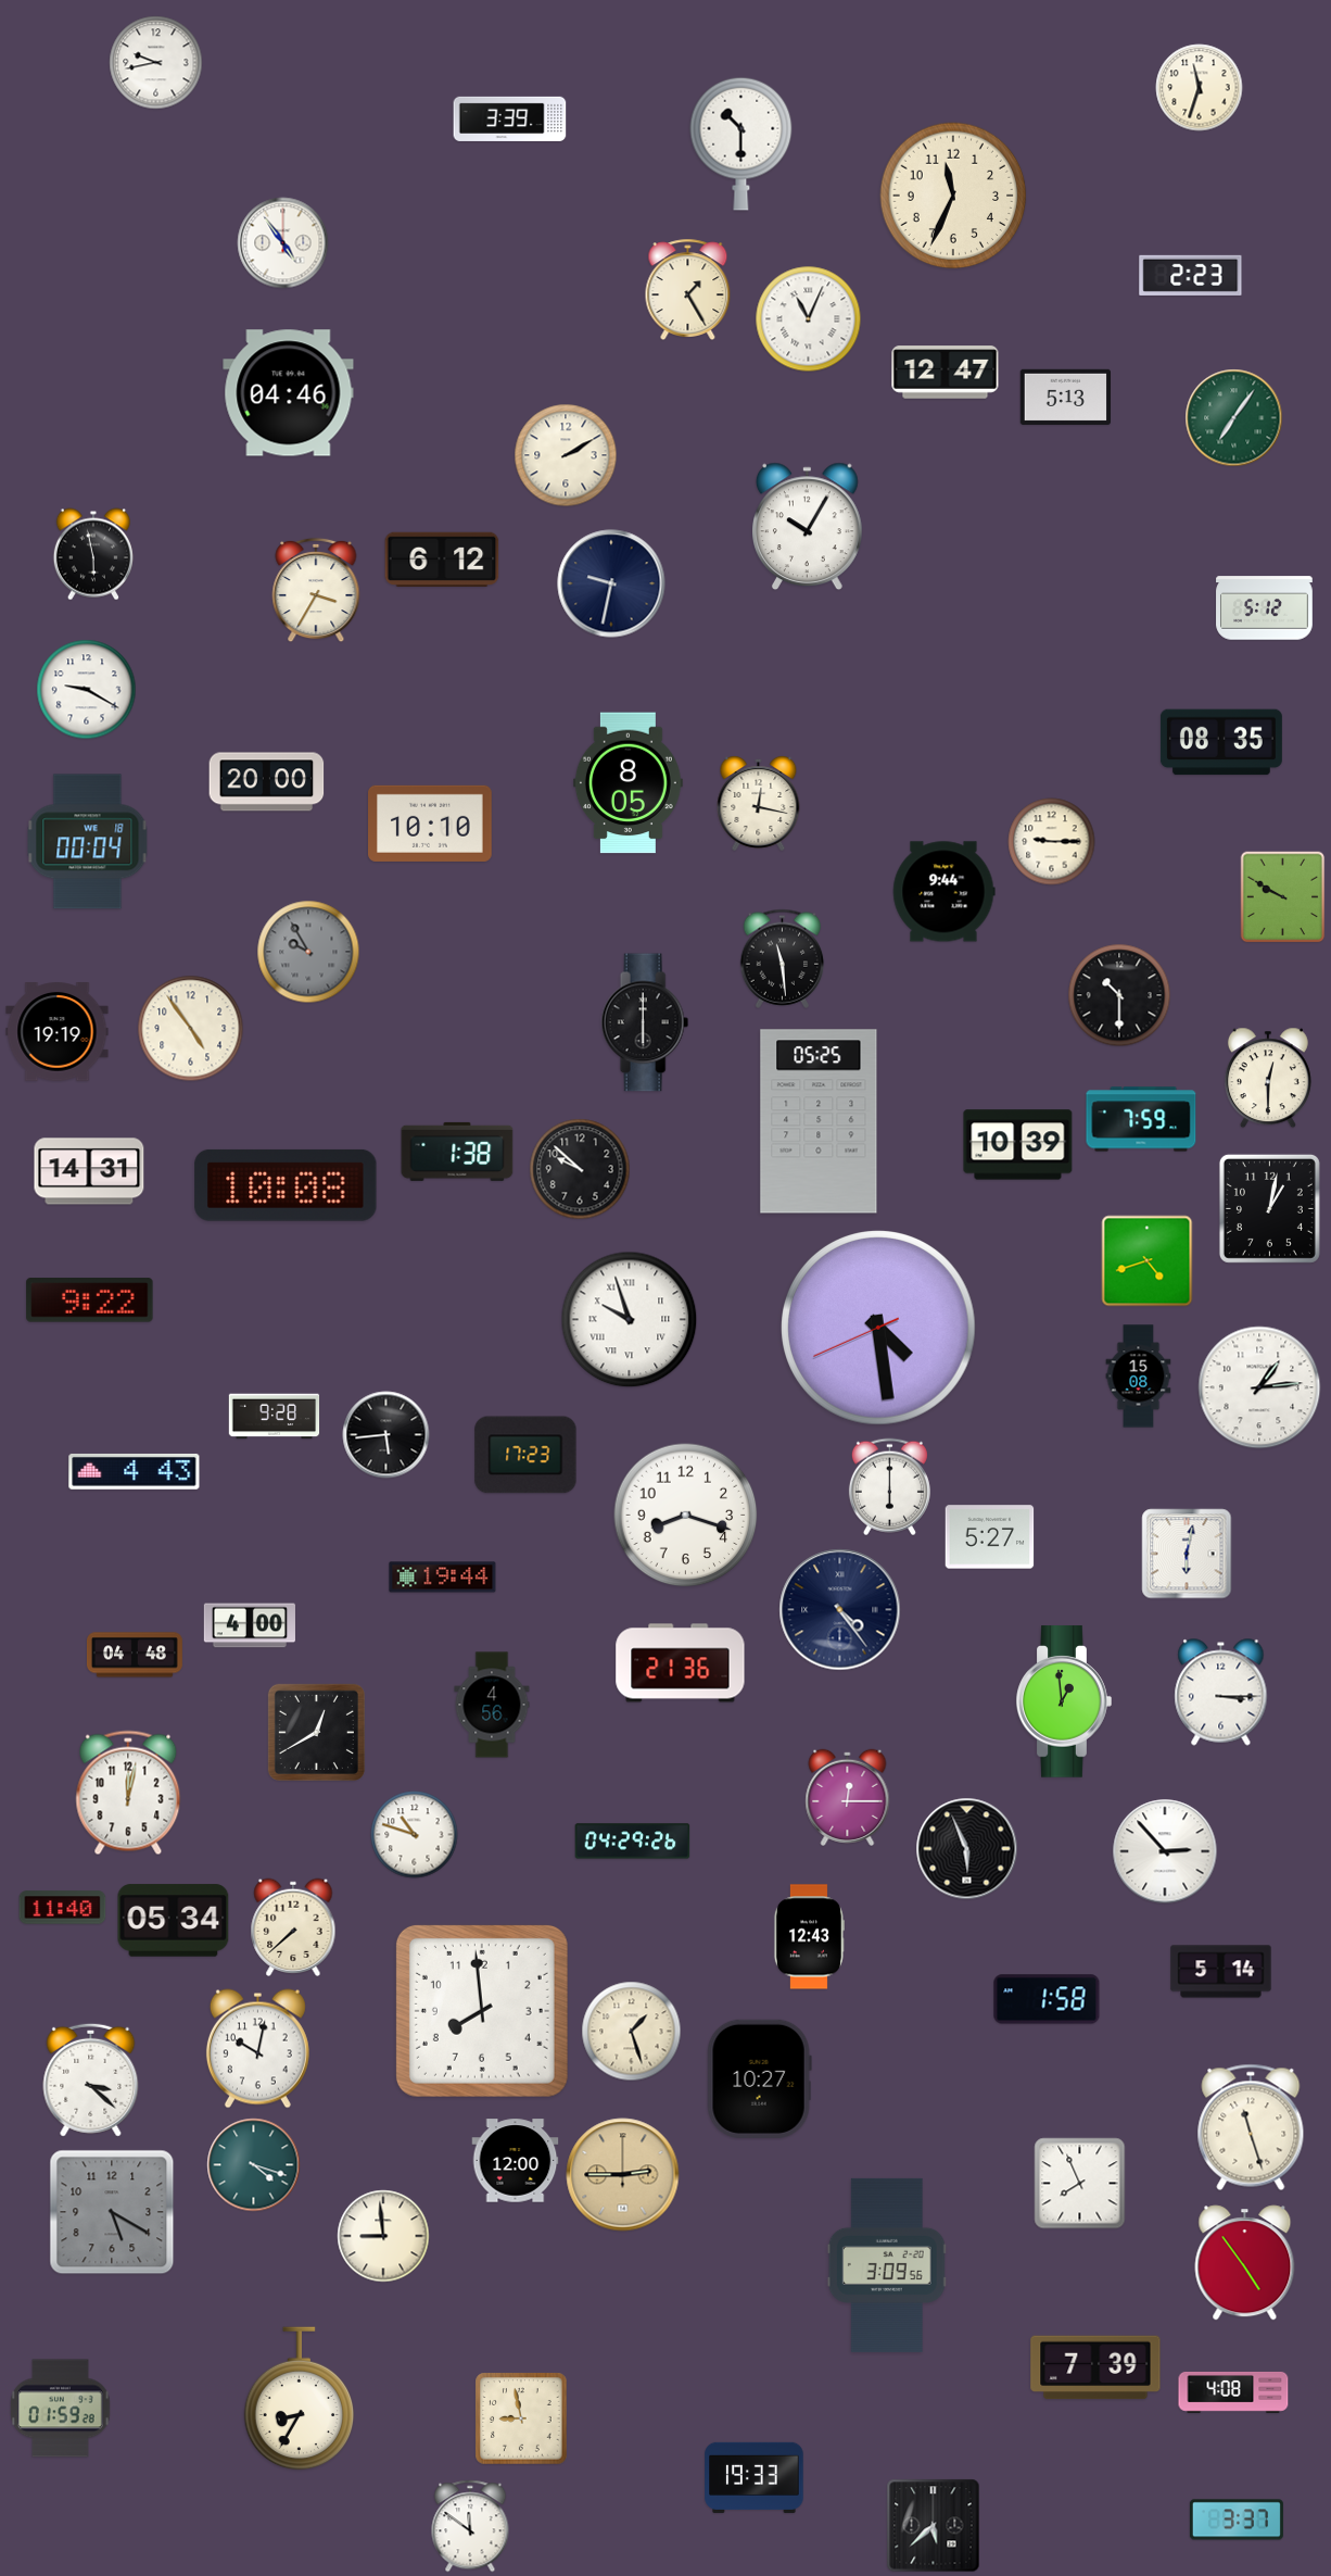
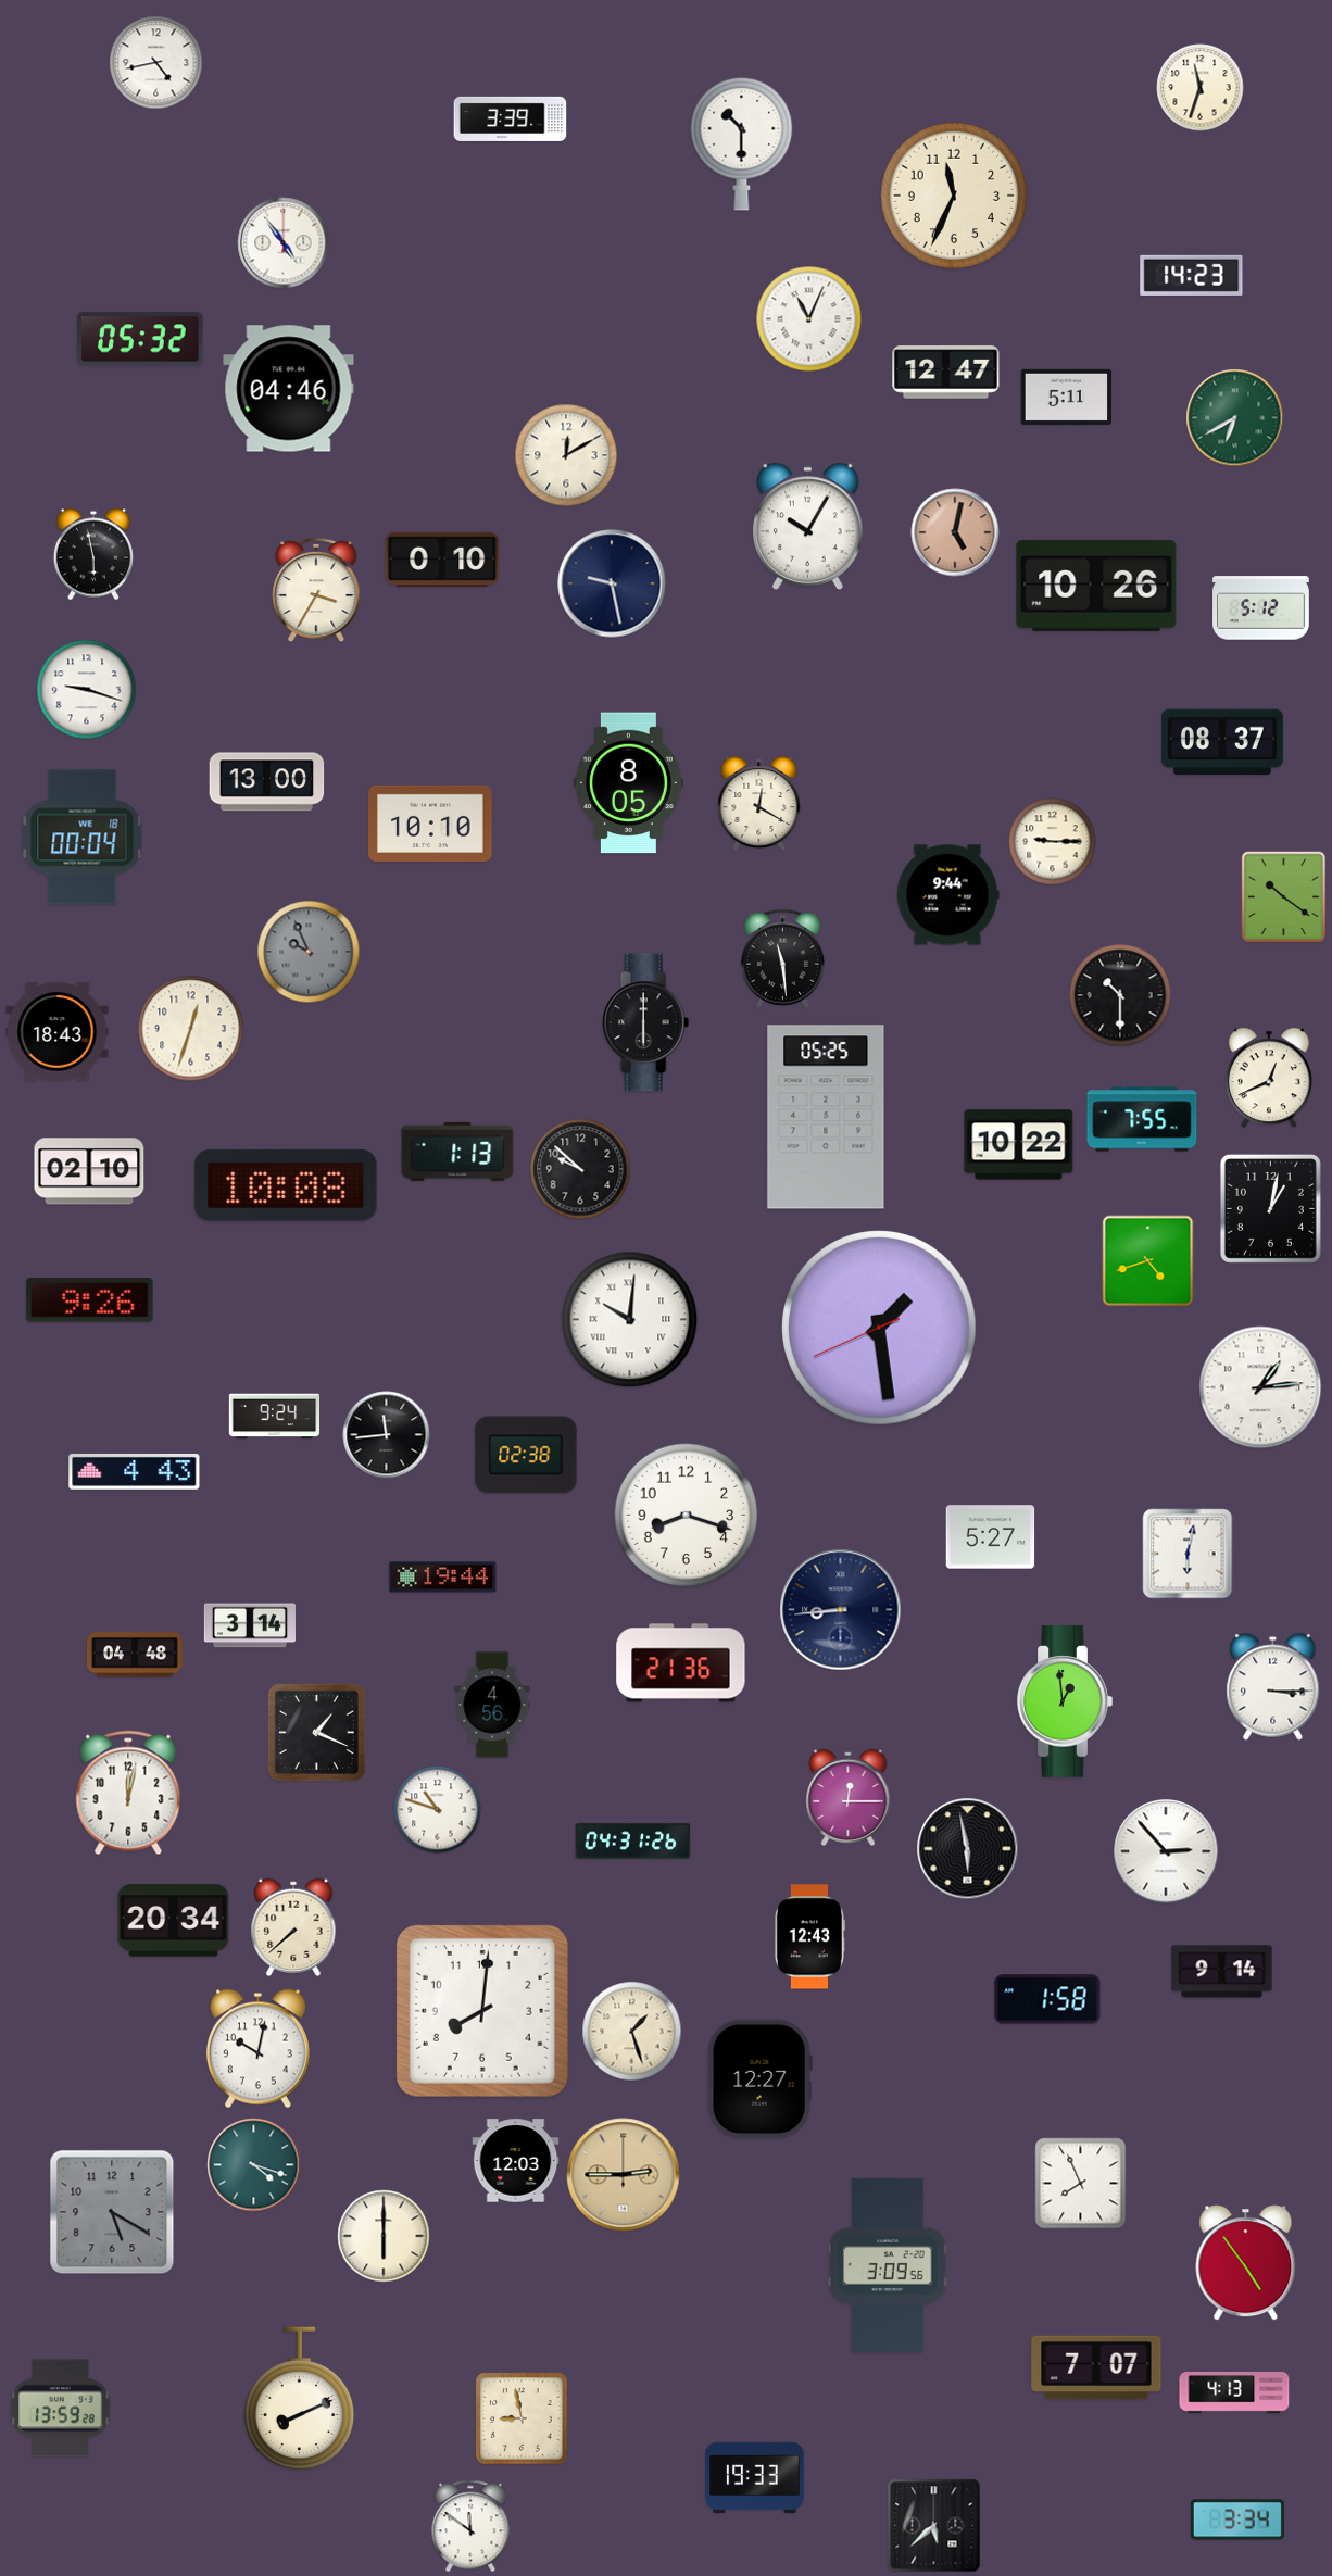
clock at (156, 63): 9:43 -> 4:43
clock at (1191, 275): 2:23 -> 14:23
clock at (688, 289): 1:25 -> none
clock at (140, 339): none -> 05:32
clock at (289, 393) position: (289, 393) -> (289, 389)
clock at (1065, 397): 5:13 -> 5:11
clock at (1234, 418): 7:06 -> 6:40
clock at (566, 455): 2:10 -> 12:10
clock at (955, 532): none -> 5:02
clock at (442, 560): 6:12 -> 0:10
clock at (611, 583): 9:32 -> 9:28
clock at (1096, 586): none -> 10:26
clock at (1265, 608) position: (1265, 608) -> (1261, 608)
clock at (87, 690): 9:20 -> 9:18
clock at (1221, 742): 08:35 -> 08:37
clock at (267, 782): 20:00 -> 13:00
clock at (759, 804): 12:17 -> 12:20
clock at (88, 842) position: (88, 842) -> (83, 838)
clock at (943, 892) position: (943, 892) -> (947, 895)
clock at (1283, 897): 9:50 -> 10:21
clock at (308, 952): 9:55 -> 9:56
clock at (191, 1029): 4:54 -> 12:33
clock at (58, 1032): 19:19 -> 18:43
clock at (1268, 1078): 12:30 -> 12:41
clock at (1141, 1119): 7:59 -> 7:55
clock at (819, 1121) position: (819, 1121) -> (826, 1117)
clock at (1018, 1145): 10:39 -> 10:22
clock at (457, 1152): 1:38 -> 1:13
clock at (89, 1171): 14:31 -> 02:10
clock at (90, 1300): 9:22 -> 9:26
clock at (630, 1320): 9:57 -> 10:01
clock at (879, 1329): 4:28 -> 1:28
clock at (1139, 1377): 15:08 -> none
clock at (275, 1417): 9:28 -> 9:24
clock at (386, 1435): 5:44 -> 11:44
clock at (525, 1455): 17:23 -> 02:38
clock at (889, 1487): 6:00 -> none
clock at (840, 1610): 4:24 -> 8:44
clock at (250, 1625): 4:00 -> 3:14
clock at (1221, 1693) position: (1221, 1693) -> (1273, 1687)
clock at (316, 1732): 12:40 -> 1:19
clock at (415, 1835) position: (415, 1835) -> (438, 1810)
clock at (633, 1842): 04:29 -> 04:31
clock at (967, 1849): 5:56 -> 5:58
clock at (63, 1908): 11:40 -> none
clock at (174, 1921): 05:34 -> 20:34
clock at (1221, 1972): 5:14 -> 9:14
clock at (482, 2011): 7:59 -> 8:01
clock at (759, 2078): 10:27 -> 12:27
clock at (91, 2079): 3:22 -> none
clock at (1251, 2127): 11:27 -> none
clock at (516, 2161): 12:00 -> 12:03
clock at (383, 2236): 8:59 -> 6:00
clock at (1095, 2367): 7:39 -> 7:07
clock at (1233, 2392): 4:08 -> 4:13
clock at (300, 2399): 8:35 -> 8:11
clock at (61, 2409): 01:59 -> 13:59
clock at (1237, 2520): 3:37 -> 3:34
